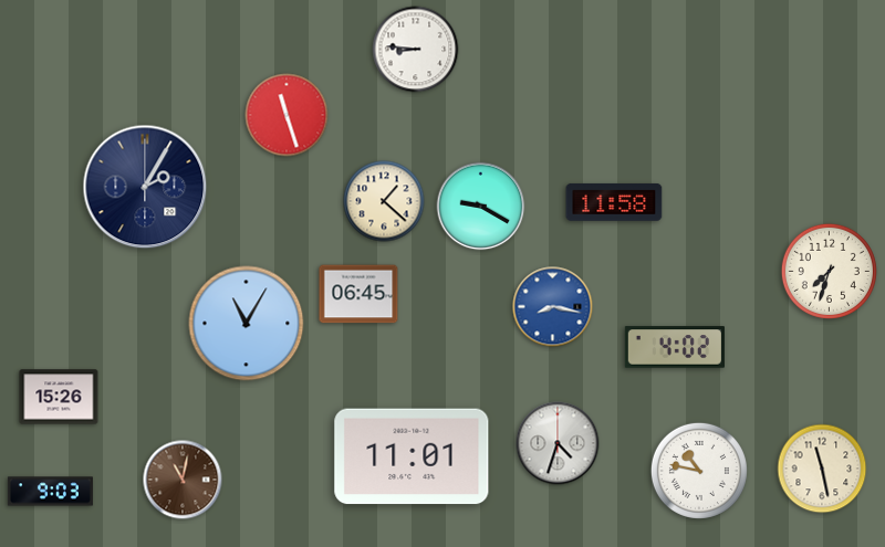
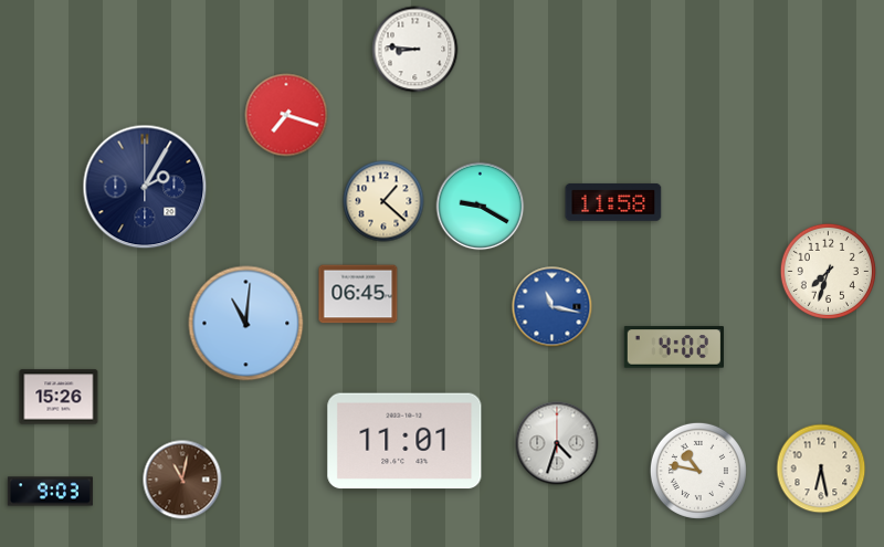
clock at (287, 115): 11:27 -> 7:18
clock at (553, 307): 8:17 -> 11:17
clock at (247, 324): 11:05 -> 11:01
clock at (412, 456) position: (412, 456) -> (404, 441)
clock at (822, 469): 11:28 -> 6:28
